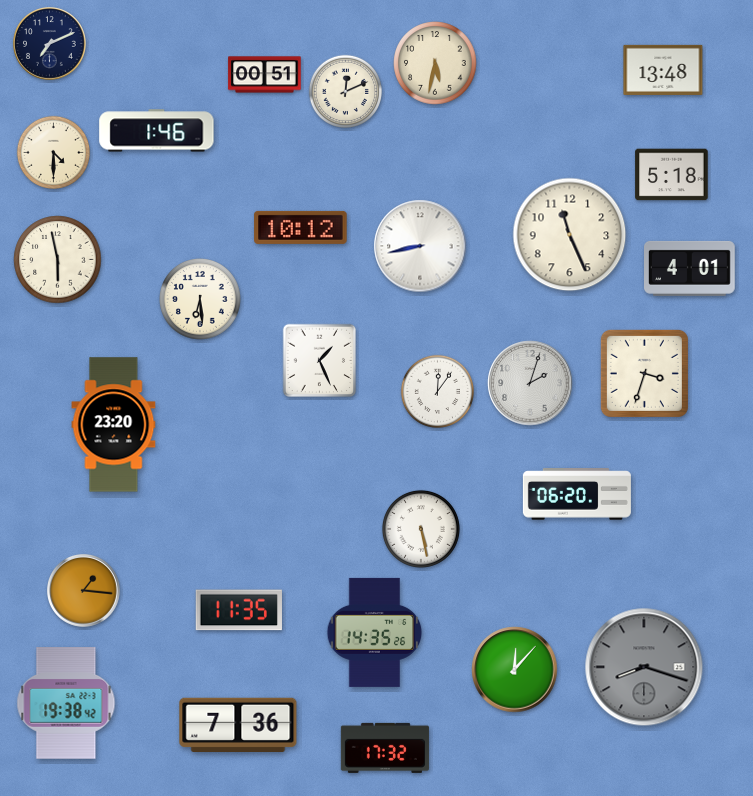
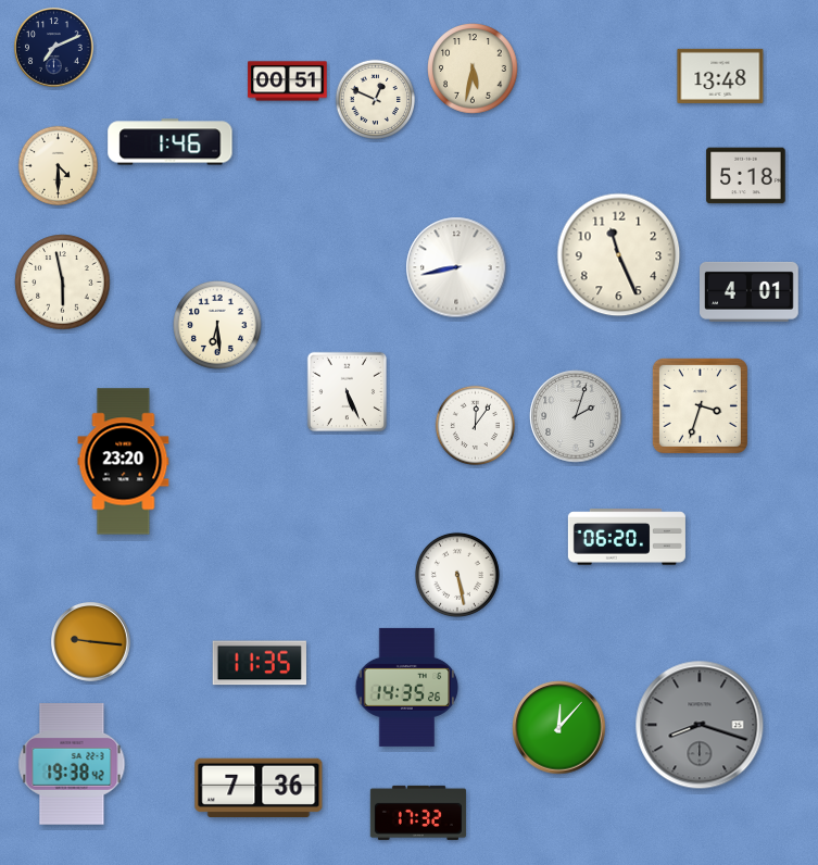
clock at (345, 91): 12:11 -> 12:49
clock at (672, 175) position: (672, 175) -> (746, 176)
clock at (301, 227): 10:12 -> none
clock at (320, 361): 1:26 -> 5:26
clock at (84, 591): 1:16 -> 9:16
